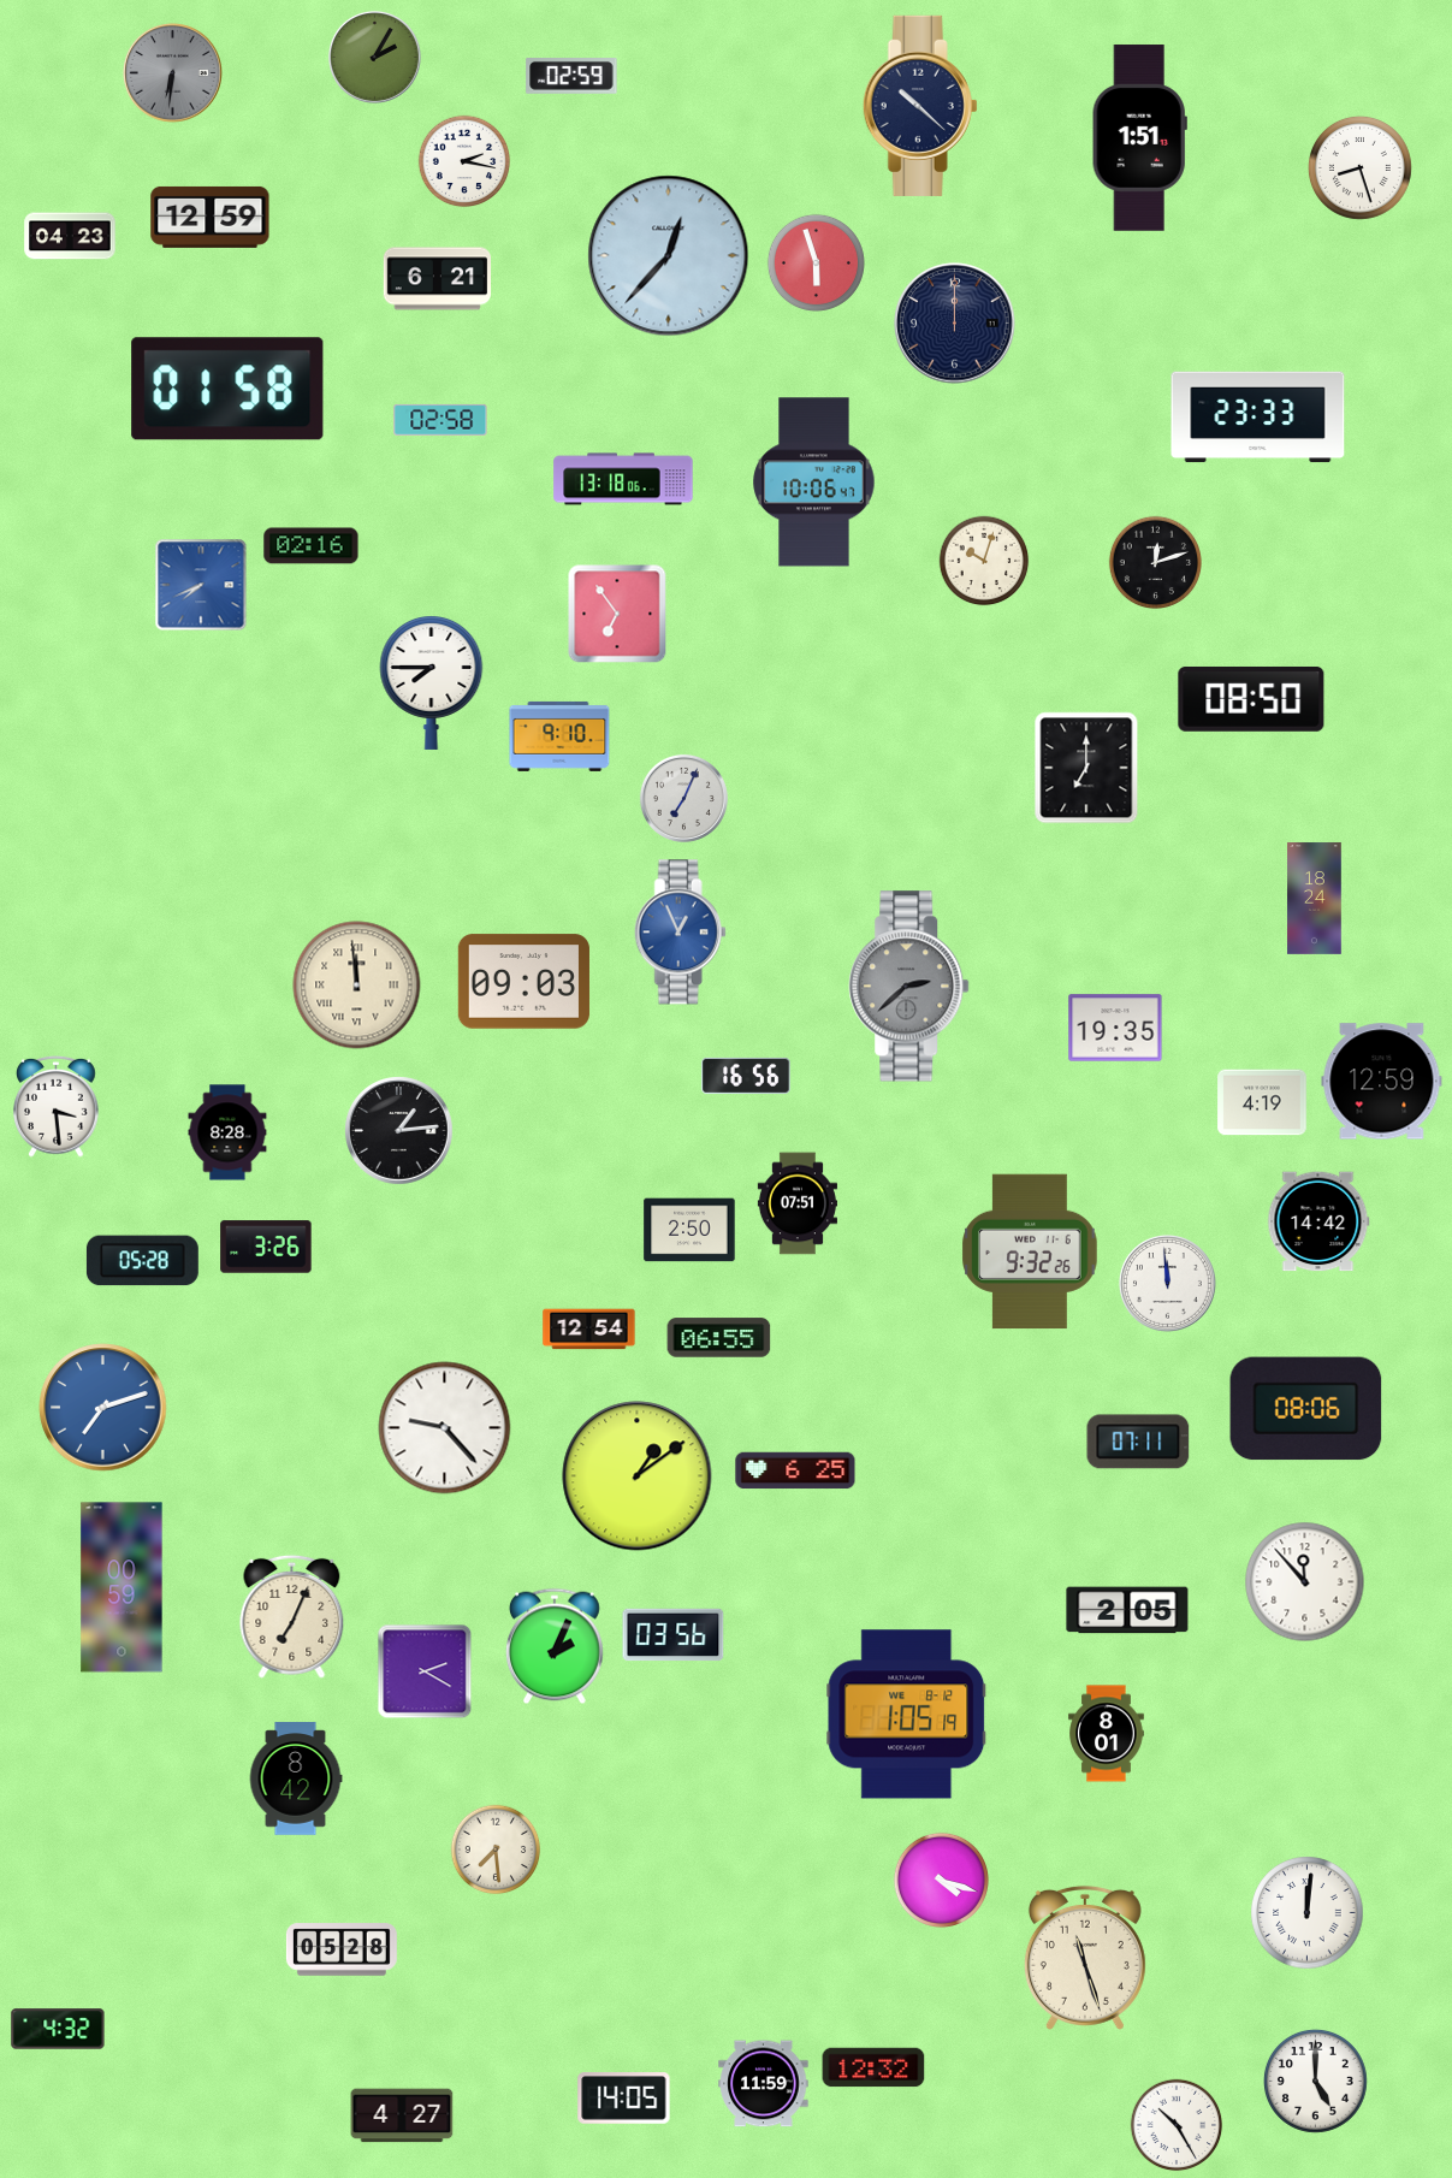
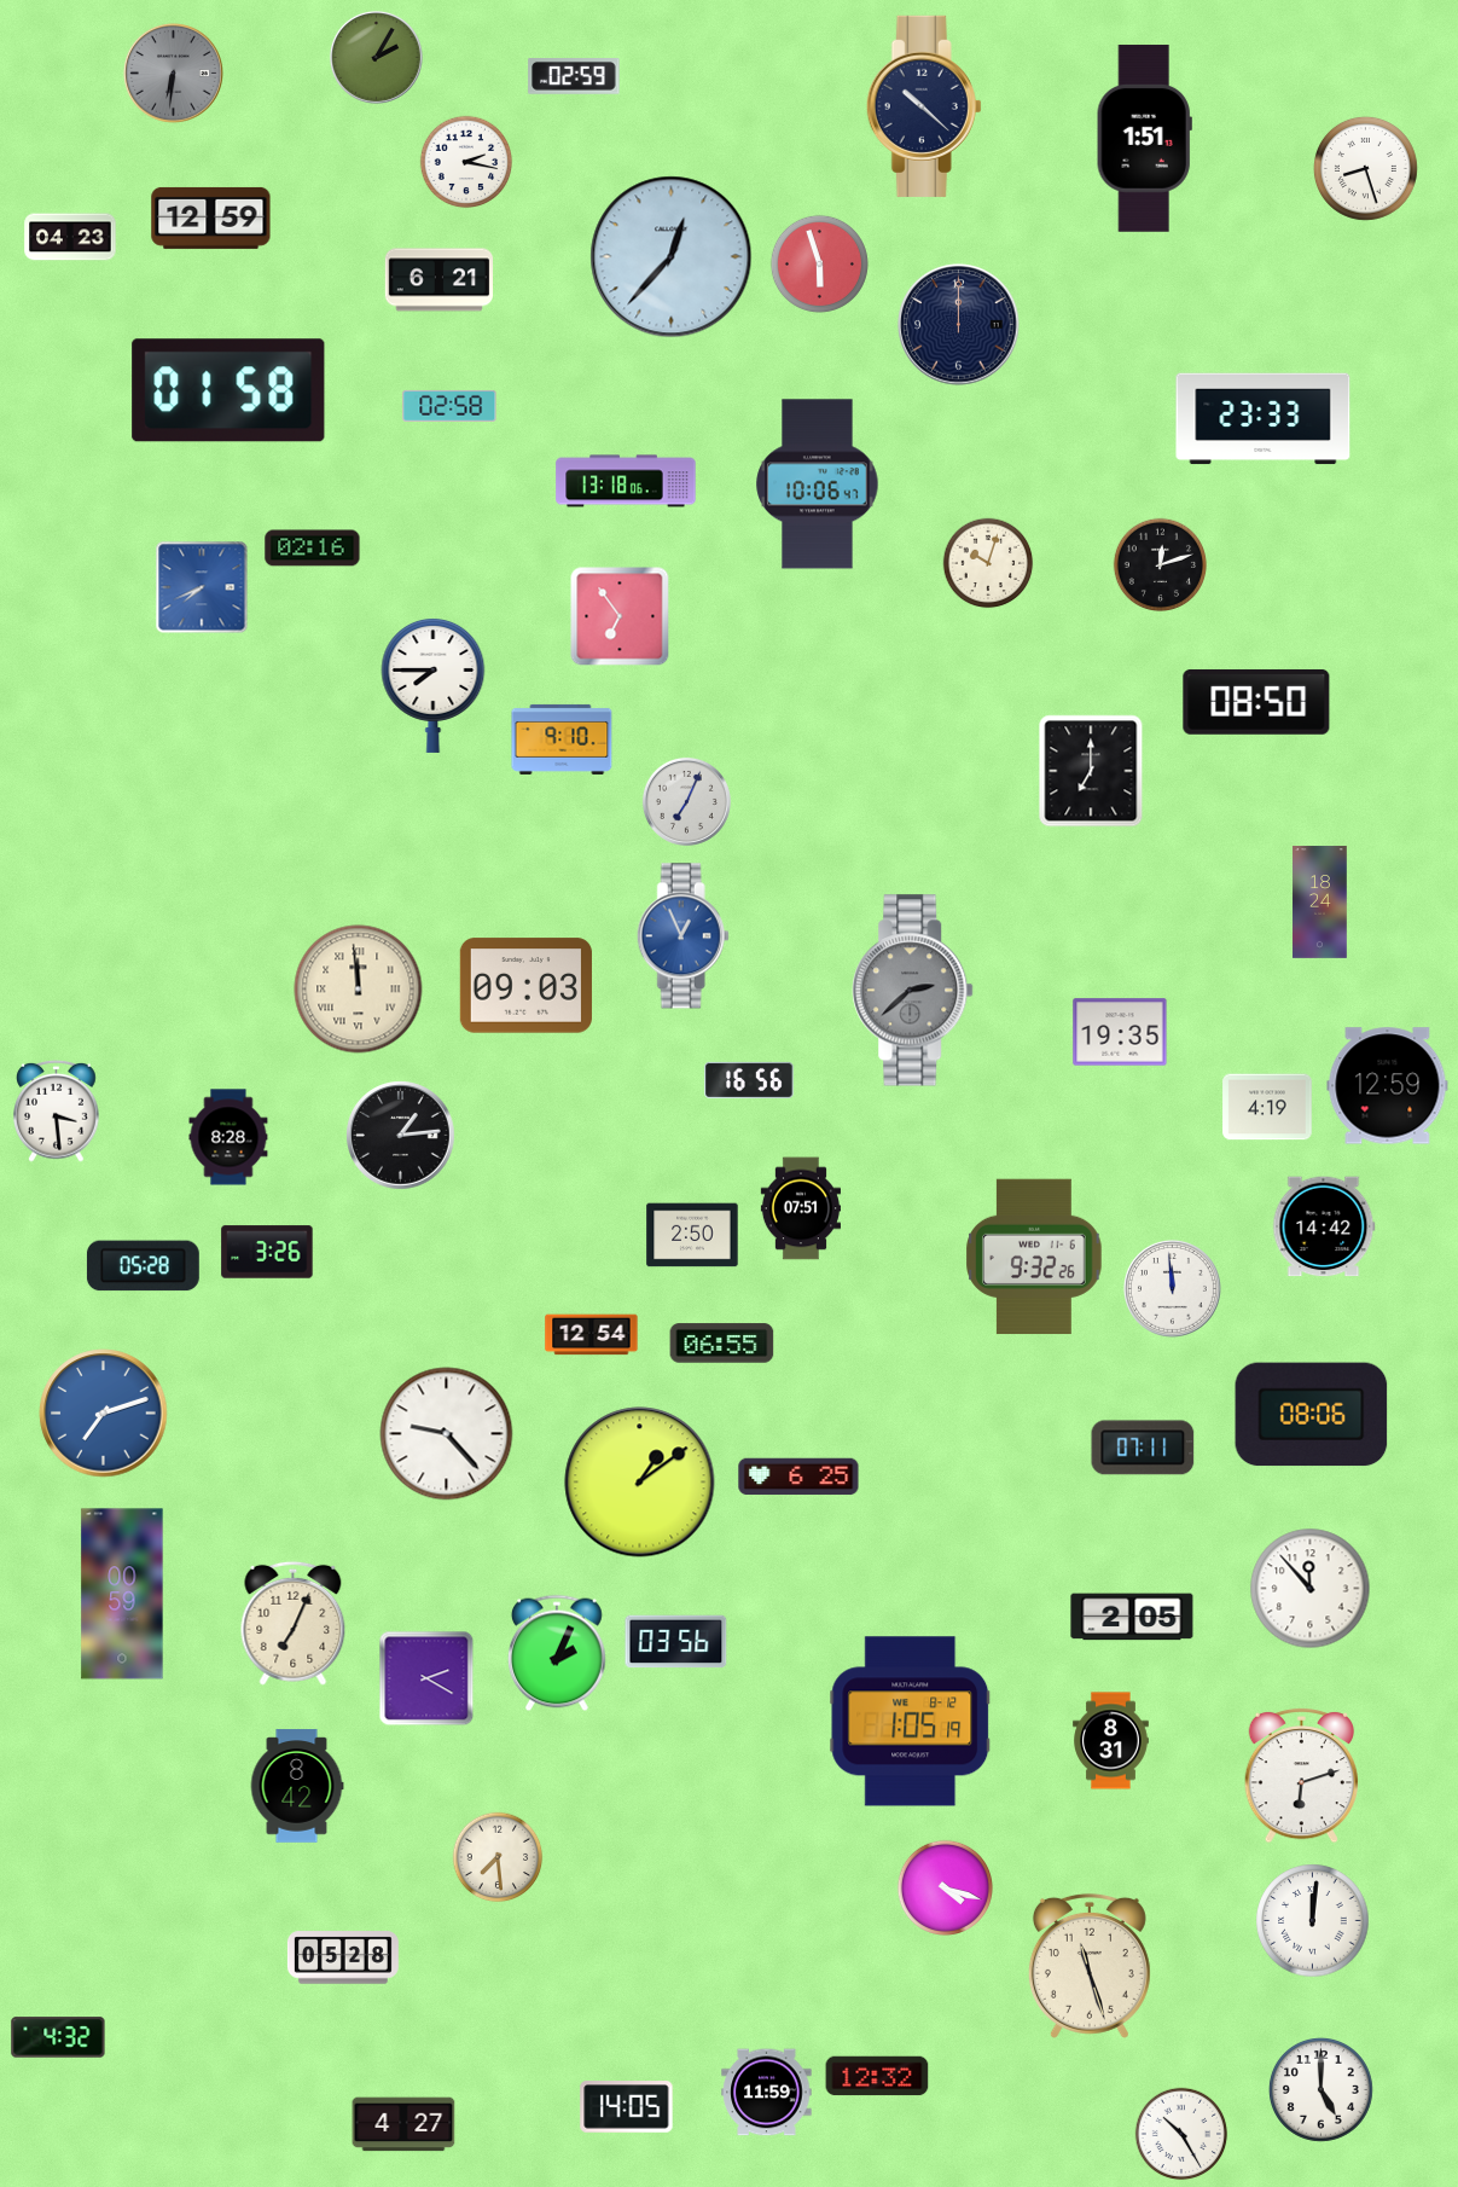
clock at (440, 420) position: (440, 420) -> (449, 406)
clock at (1107, 1734): 8:01 -> 8:31
clock at (1301, 1775): none -> 6:12
